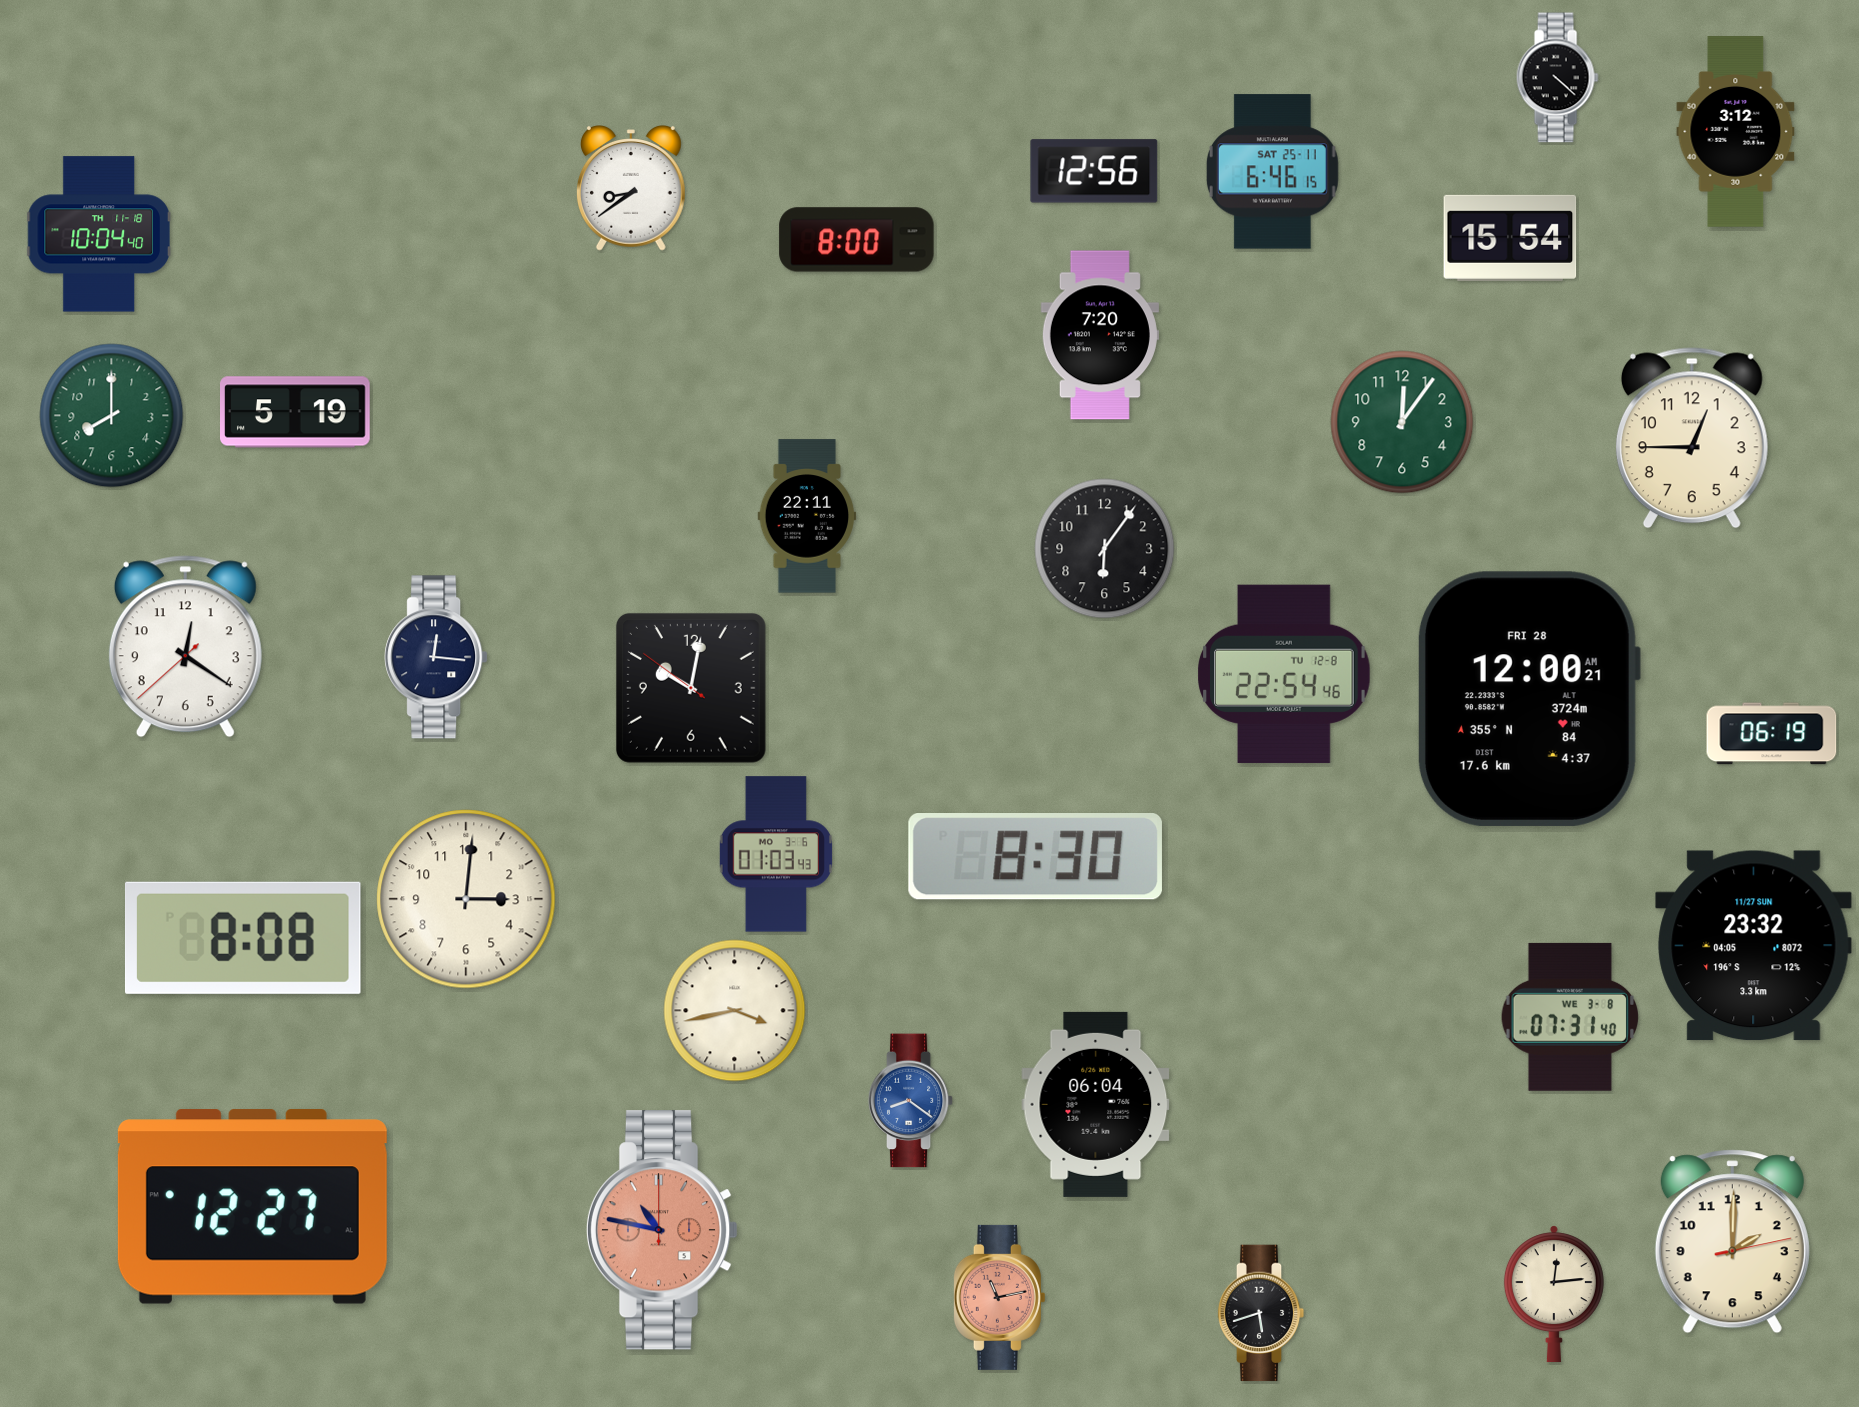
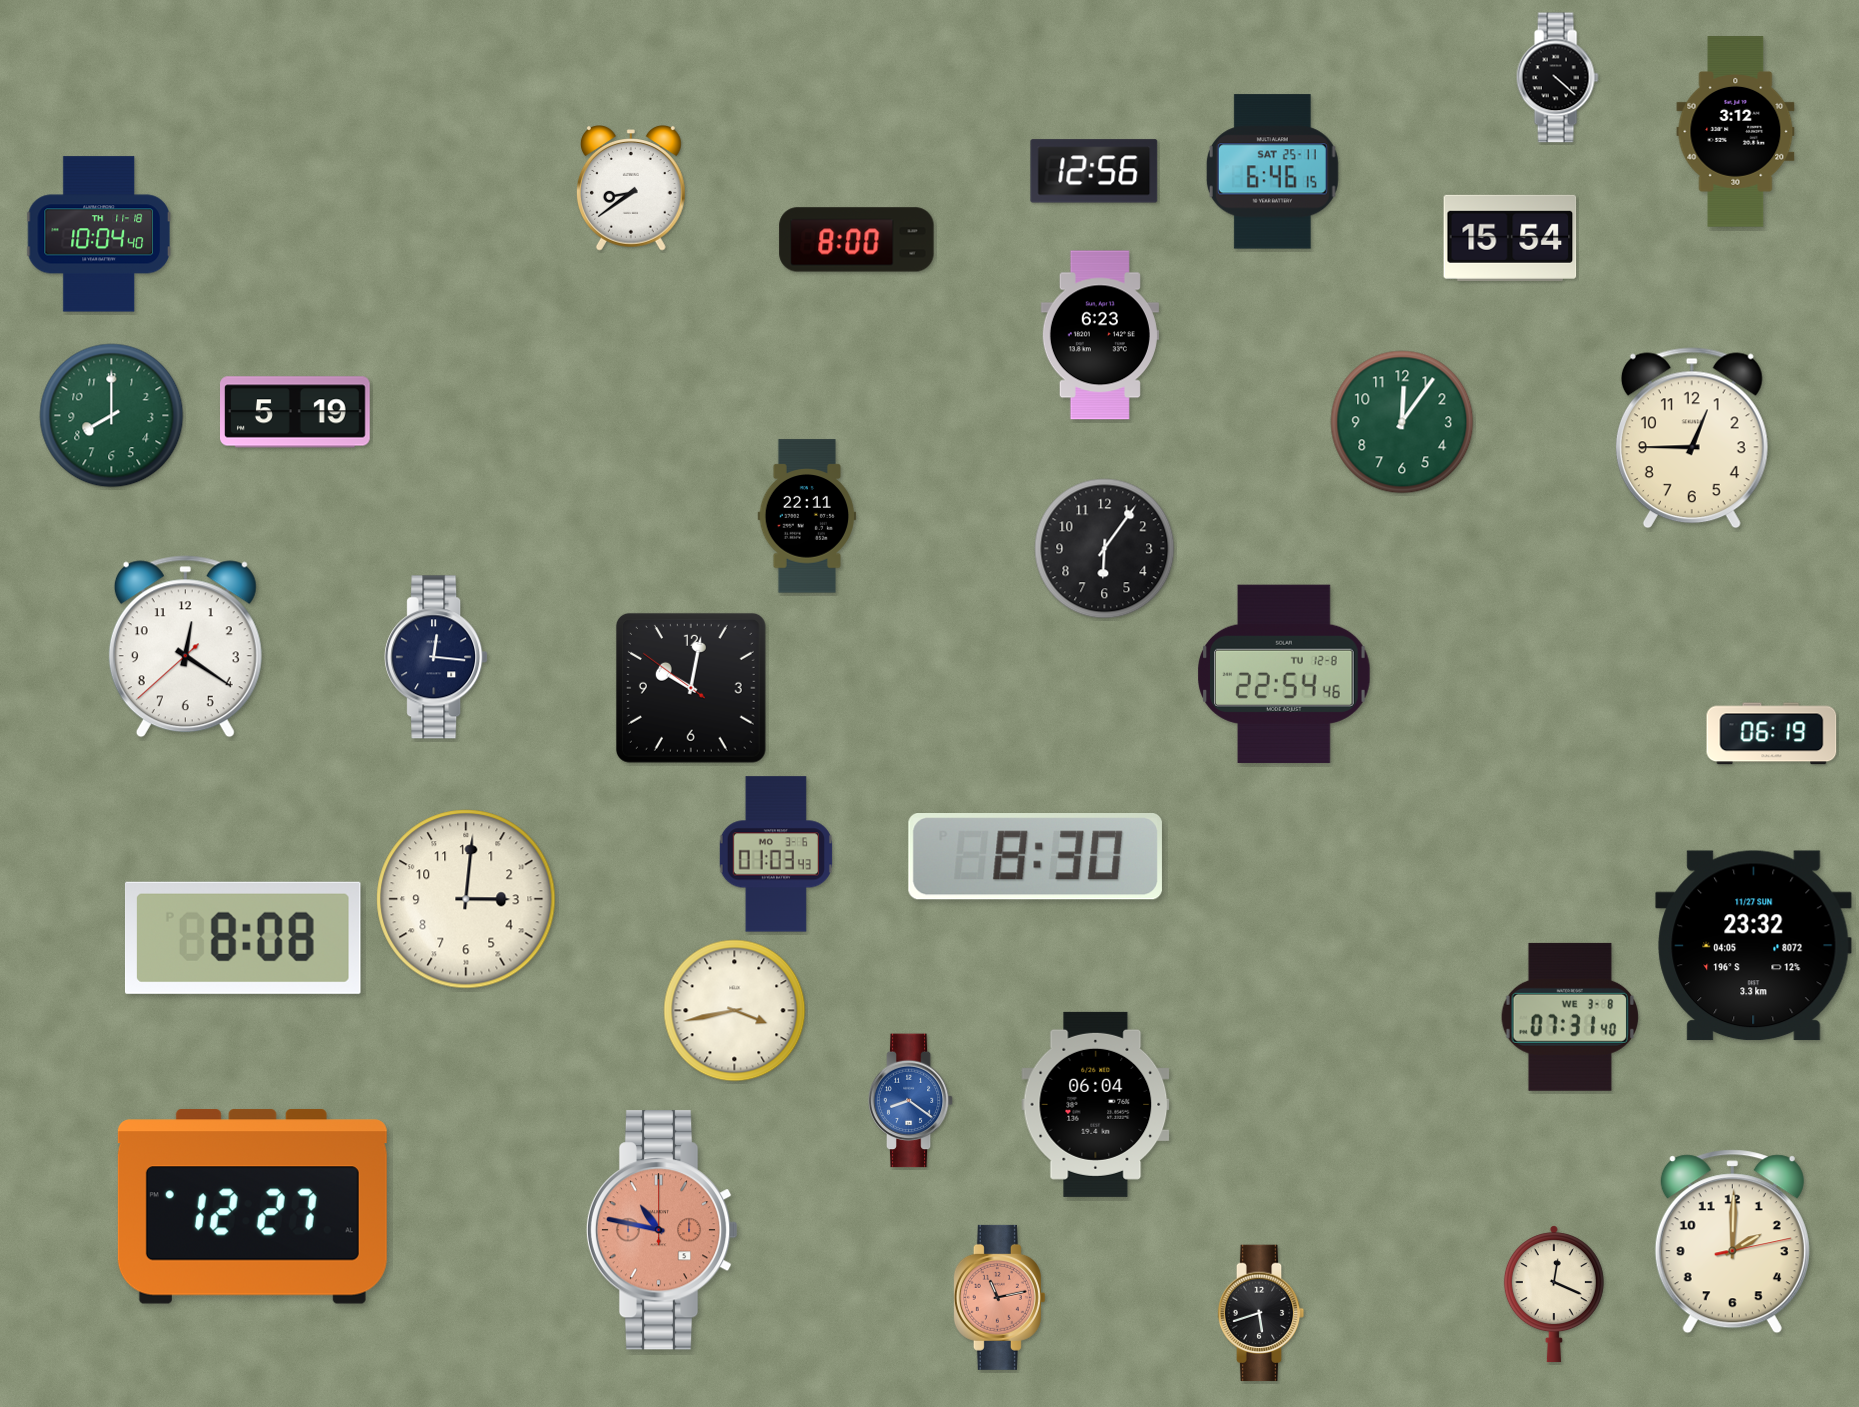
clock at (1100, 335): 7:20 -> 6:23
clock at (1528, 699): 12:00 -> none
clock at (1554, 1294): 12:14 -> 12:19
